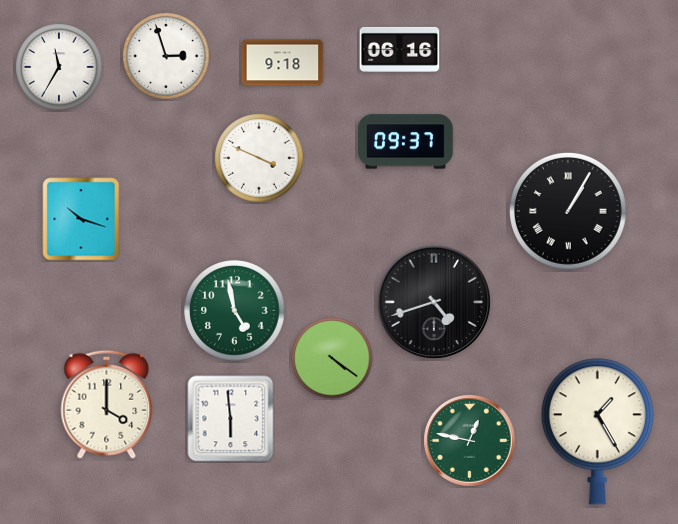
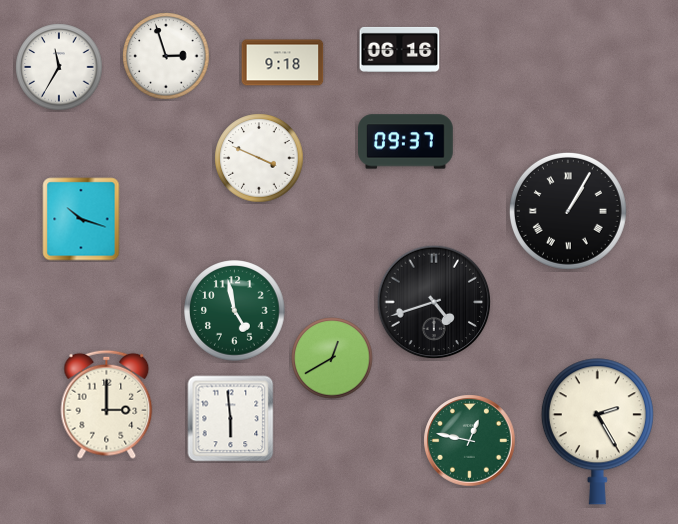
clock at (332, 358): 4:21 -> 12:40
clock at (107, 404): 4:00 -> 3:00
clock at (597, 432): 1:25 -> 2:25
